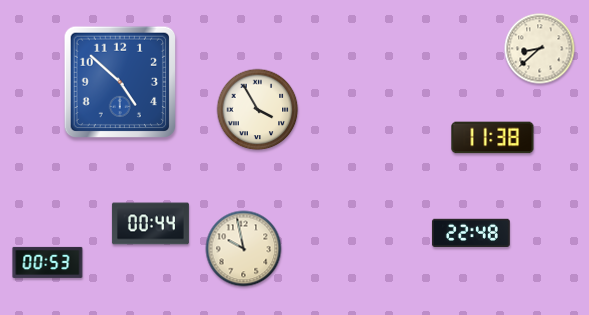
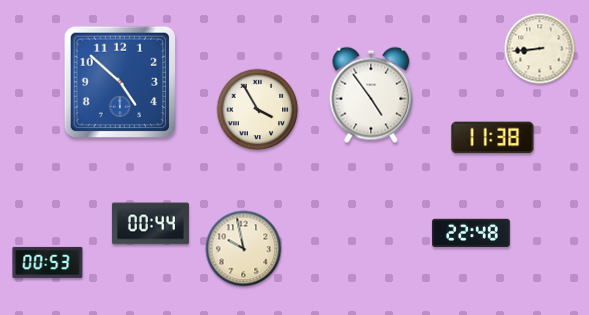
clock at (540, 49): 8:38 -> 8:44
clock at (371, 95): none -> 4:54
